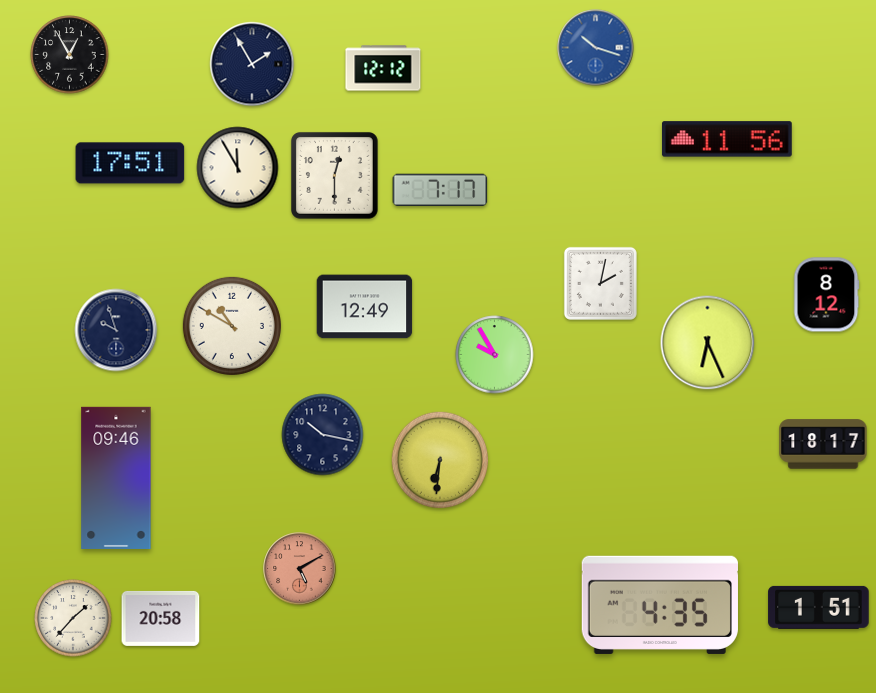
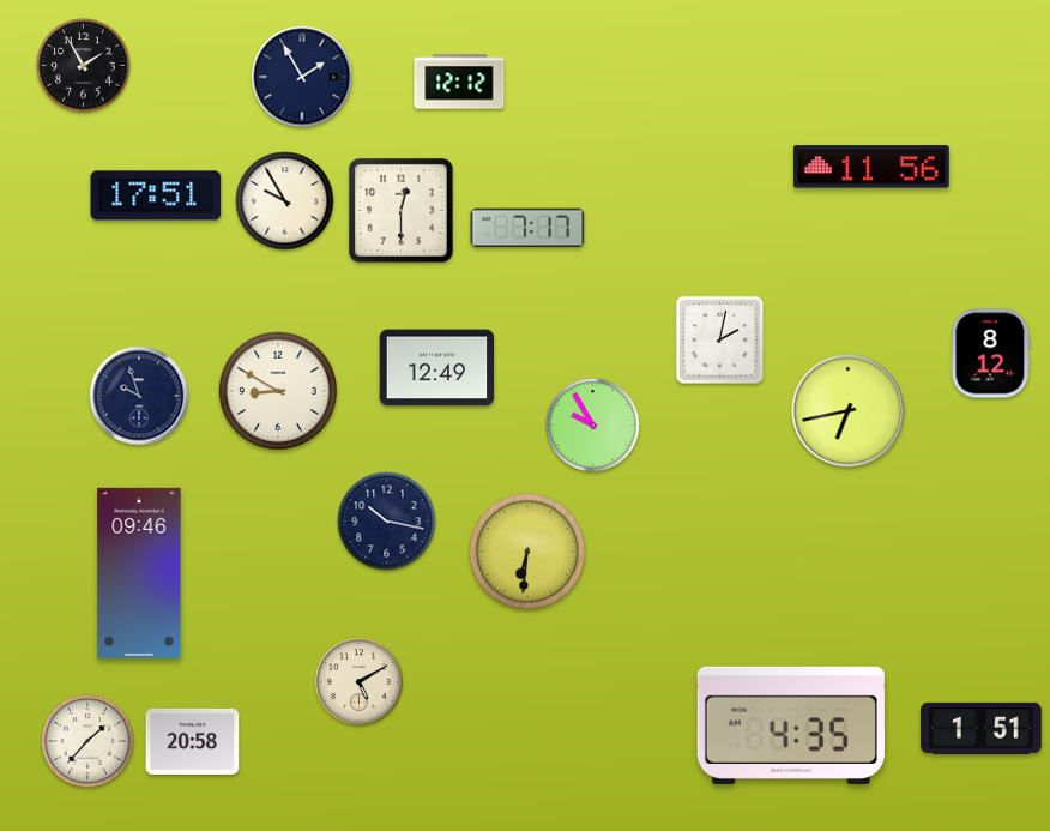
clock at (596, 48): 10:18 -> none
clock at (70, 55): 12:55 -> 1:55
clock at (238, 168): 11:55 -> 9:55
clock at (232, 326): 10:50 -> 8:50
clock at (708, 343): 6:26 -> 6:43
clock at (823, 444): 18:17 -> none
clock at (300, 569) dial: salmon -> cream
